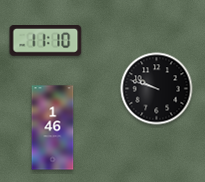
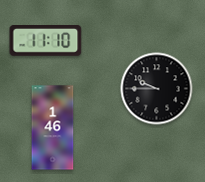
clock at (157, 89): 9:48 -> 9:45
